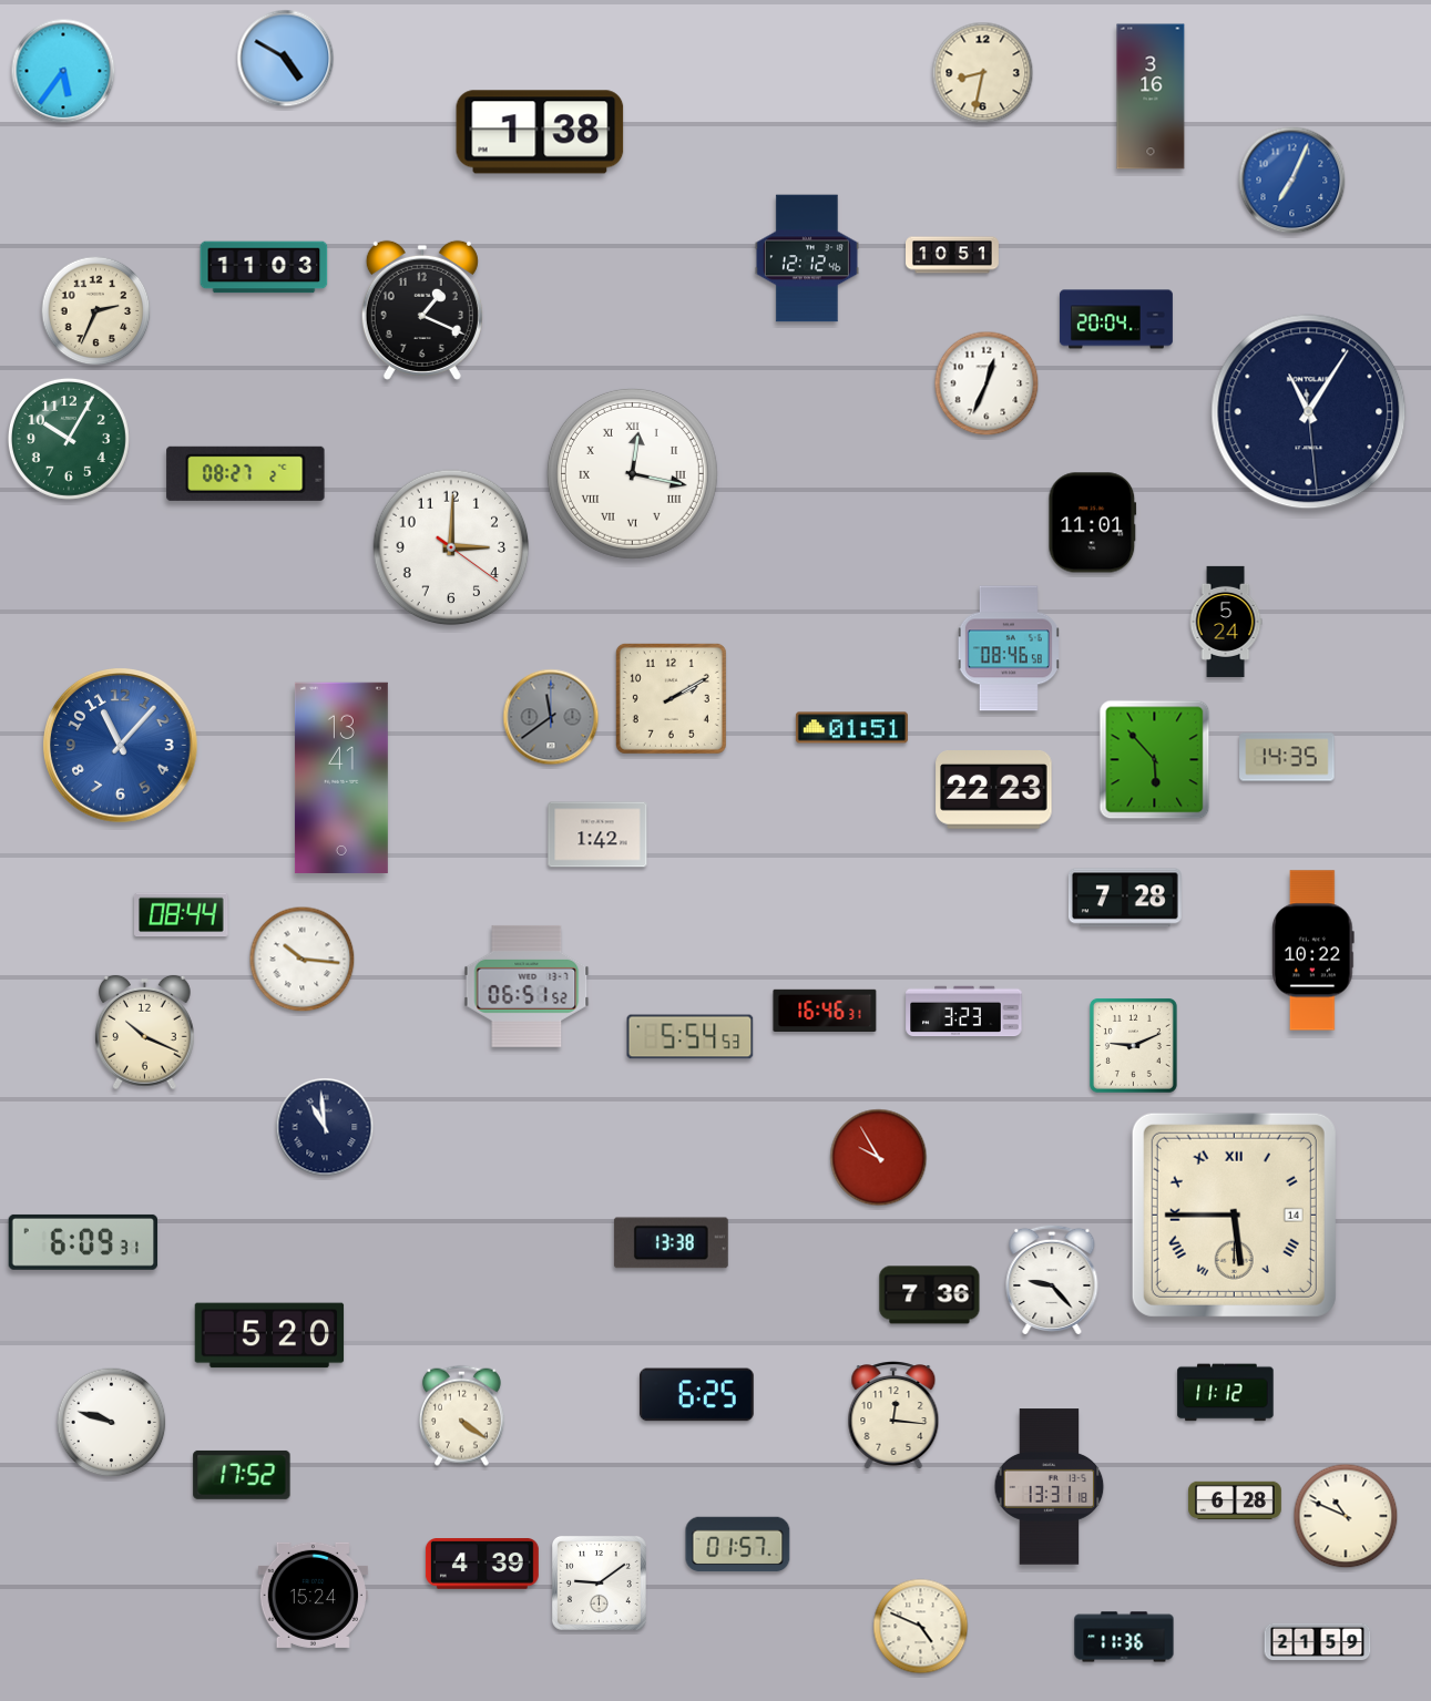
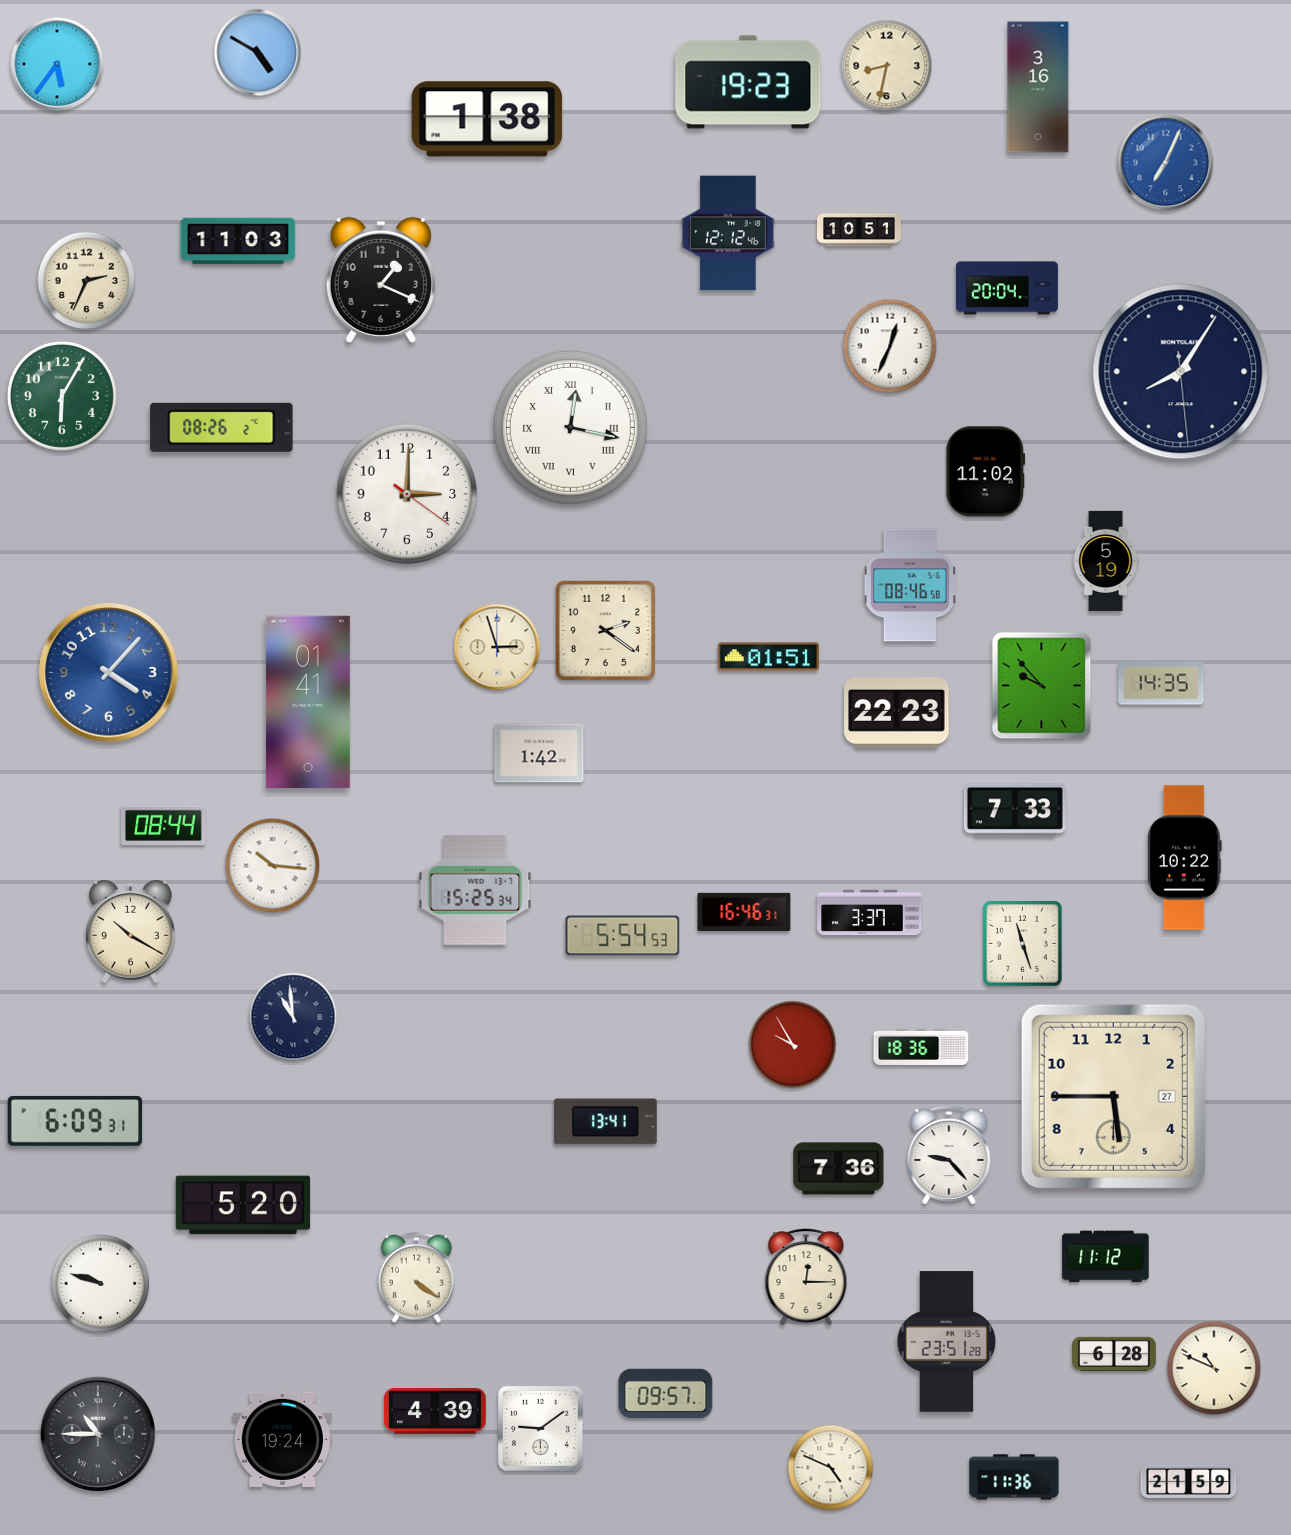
clock at (748, 82): none -> 19:23
clock at (1309, 412): 11:05 -> 8:05
clock at (69, 439): 10:05 -> 6:05
clock at (246, 473): 08:27 -> 08:26
clock at (1093, 523): 11:01 -> 11:02
clock at (1226, 622): 5:24 -> 5:19
clock at (671, 698): 2:10 -> 2:21
clock at (551, 717): 11:39 -> 2:57
clock at (551, 717) dial: grey -> cream
clock at (121, 746): 11:07 -> 4:07
clock at (1155, 760): 5:53 -> 9:53
clock at (341, 778): 13:41 -> 01:41
clock at (1125, 898): 7:28 -> 7:33
clock at (527, 986): 06:51 -> 15:25
clock at (964, 1012): 3:23 -> 3:37
clock at (145, 1033): 10:19 -> 10:20
clock at (1133, 1045): 9:11 -> 11:27
clock at (921, 1047): none -> 18:36
clock at (1234, 1215) date: 14 -> 27
clock at (1234, 1215) numerals: Roman -> Arabic
clock at (671, 1243): 13:38 -> 13:41
clock at (696, 1395): 6:25 -> none
clock at (893, 1415): 12:16 -> 12:15
clock at (242, 1475): 17:52 -> none
clock at (1050, 1487): 13:31 -> 23:51
clock at (738, 1545): 01:57 -> 09:57
clock at (98, 1434): none -> 10:45
clock at (313, 1595): 15:24 -> 19:24
